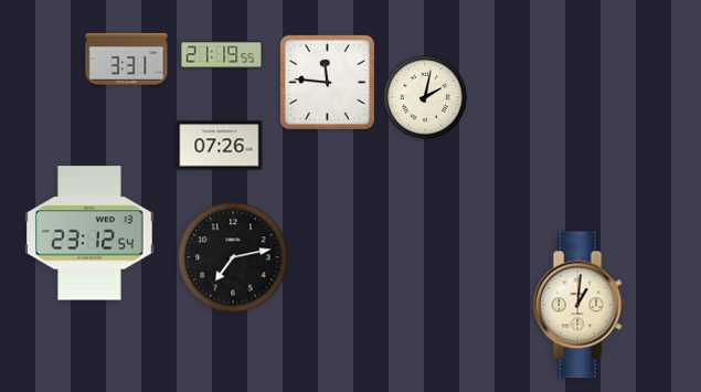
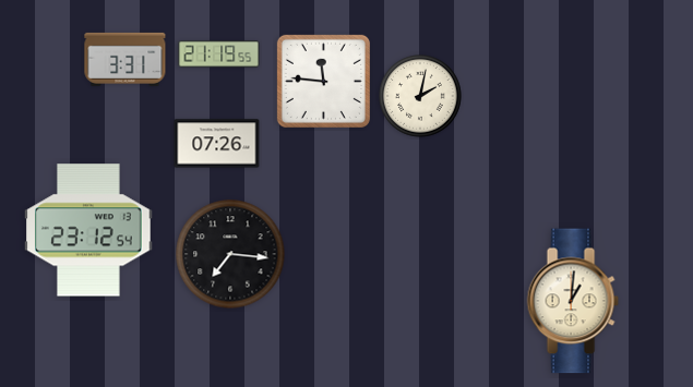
clock at (233, 257): 7:13 -> 7:16
